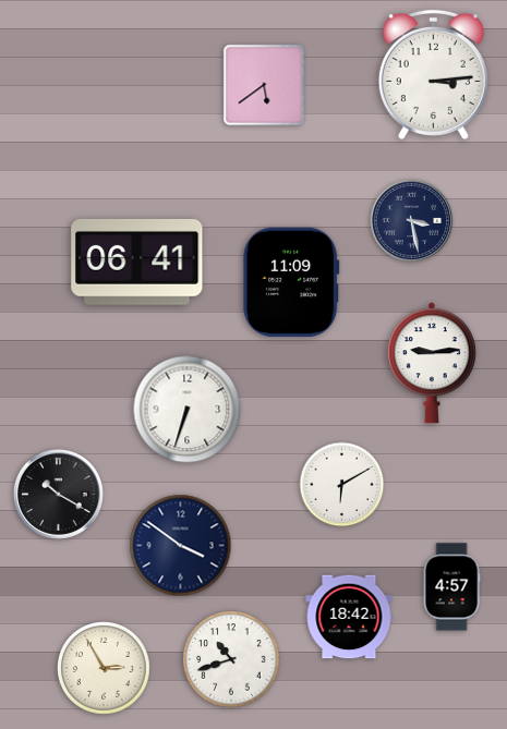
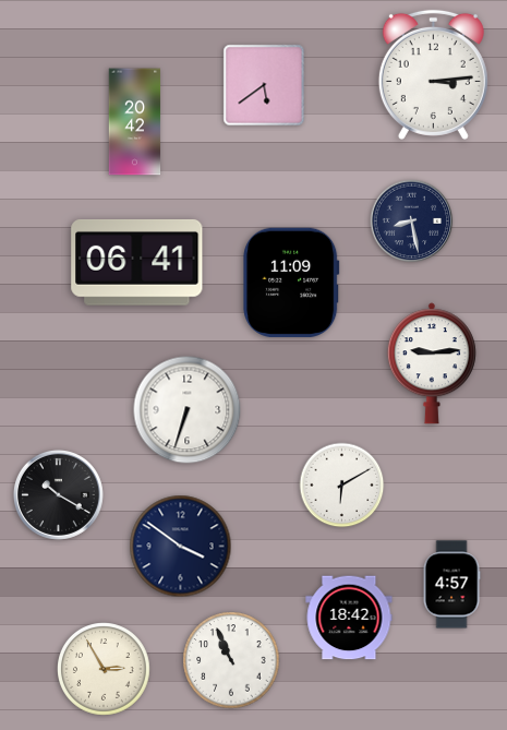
clock at (135, 122): none -> 20:42
clock at (412, 221): 3:28 -> 8:28
clock at (451, 587) position: (451, 587) -> (451, 585)
clock at (231, 659): 10:42 -> 10:56
